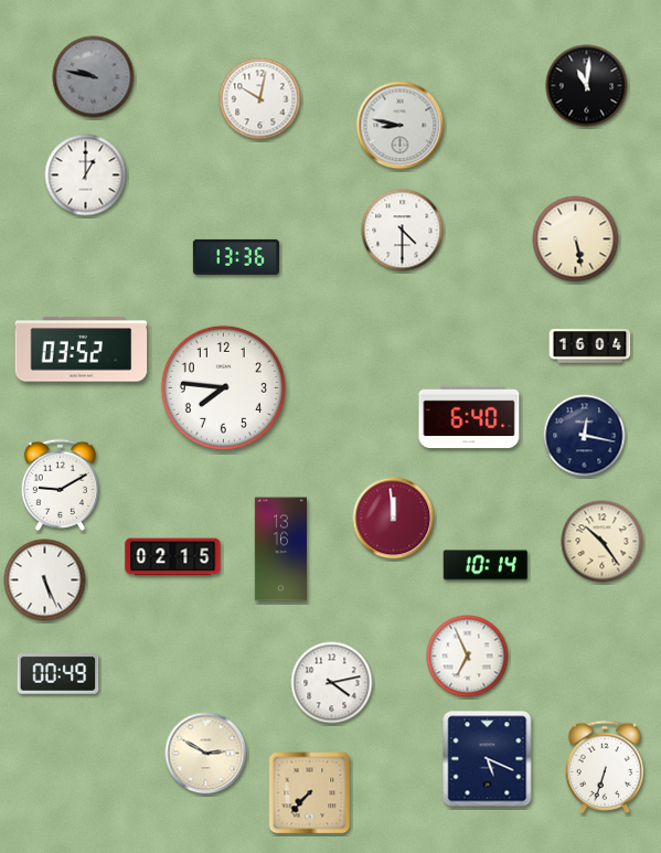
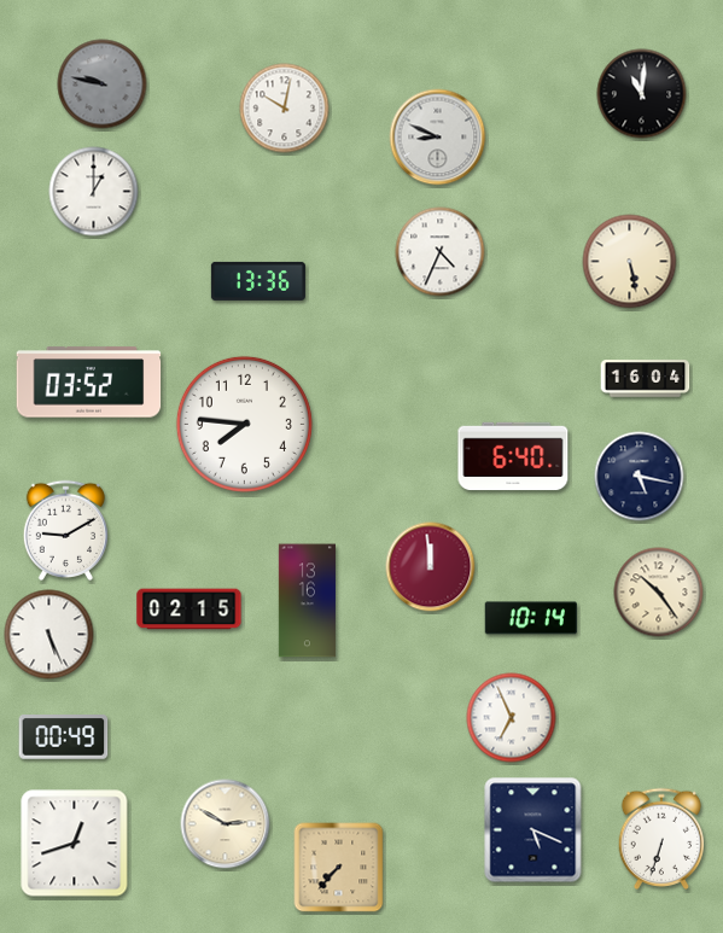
clock at (401, 126): 8:47 -> 8:49
clock at (403, 231): 4:30 -> 4:34
clock at (585, 436): 12:17 -> 5:17
clock at (332, 683): 4:13 -> none
clock at (75, 844): none -> 12:42
